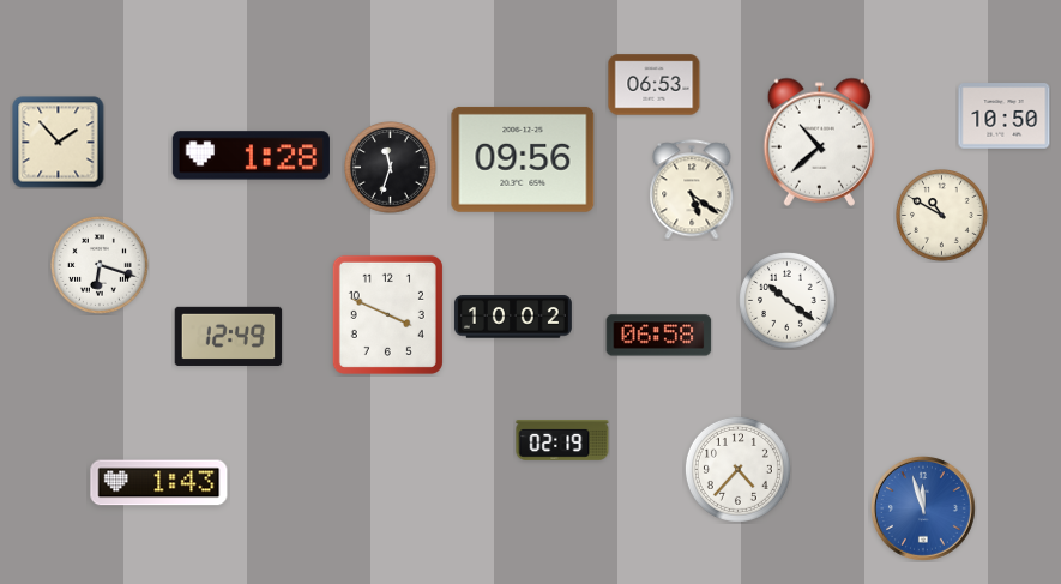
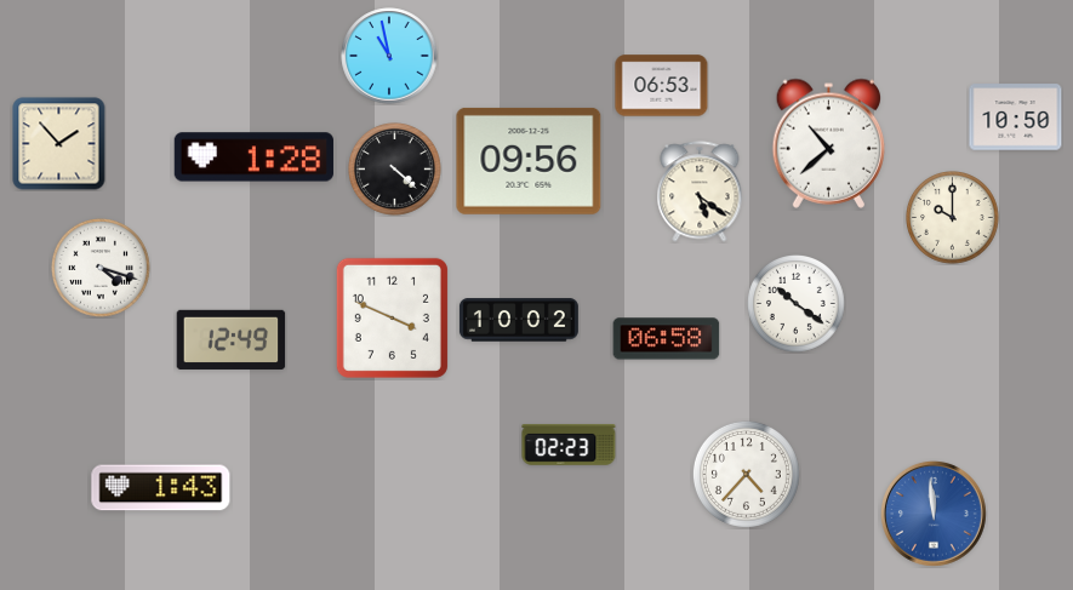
clock at (389, 56): none -> 10:58
clock at (391, 168): 11:33 -> 4:22
clock at (942, 216): 10:50 -> 10:00
clock at (101, 266): 6:18 -> 4:18
clock at (562, 440): 02:19 -> 02:23
clock at (923, 508): 11:57 -> 11:59
